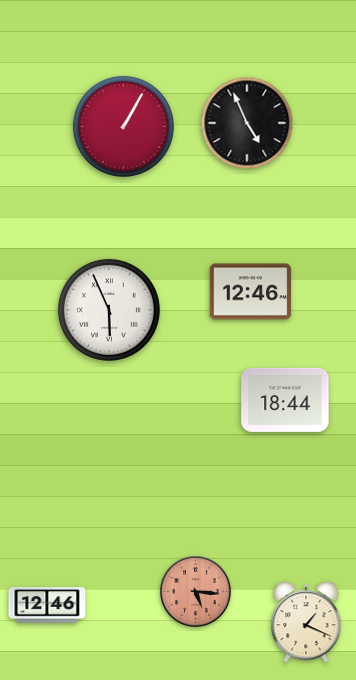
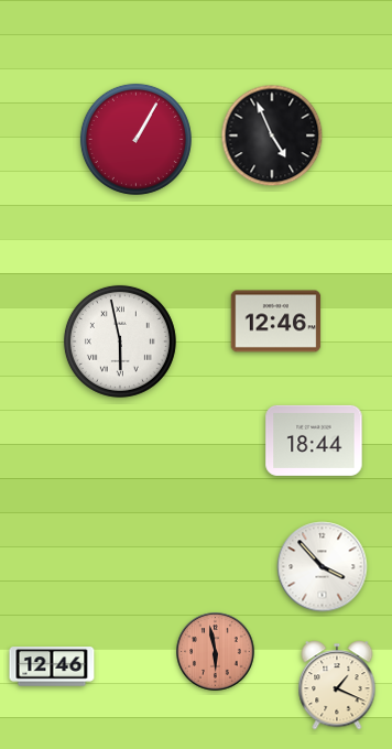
clock at (109, 310): 5:56 -> 5:58
clock at (323, 567): none -> 3:53
clock at (196, 592): 5:16 -> 5:58
